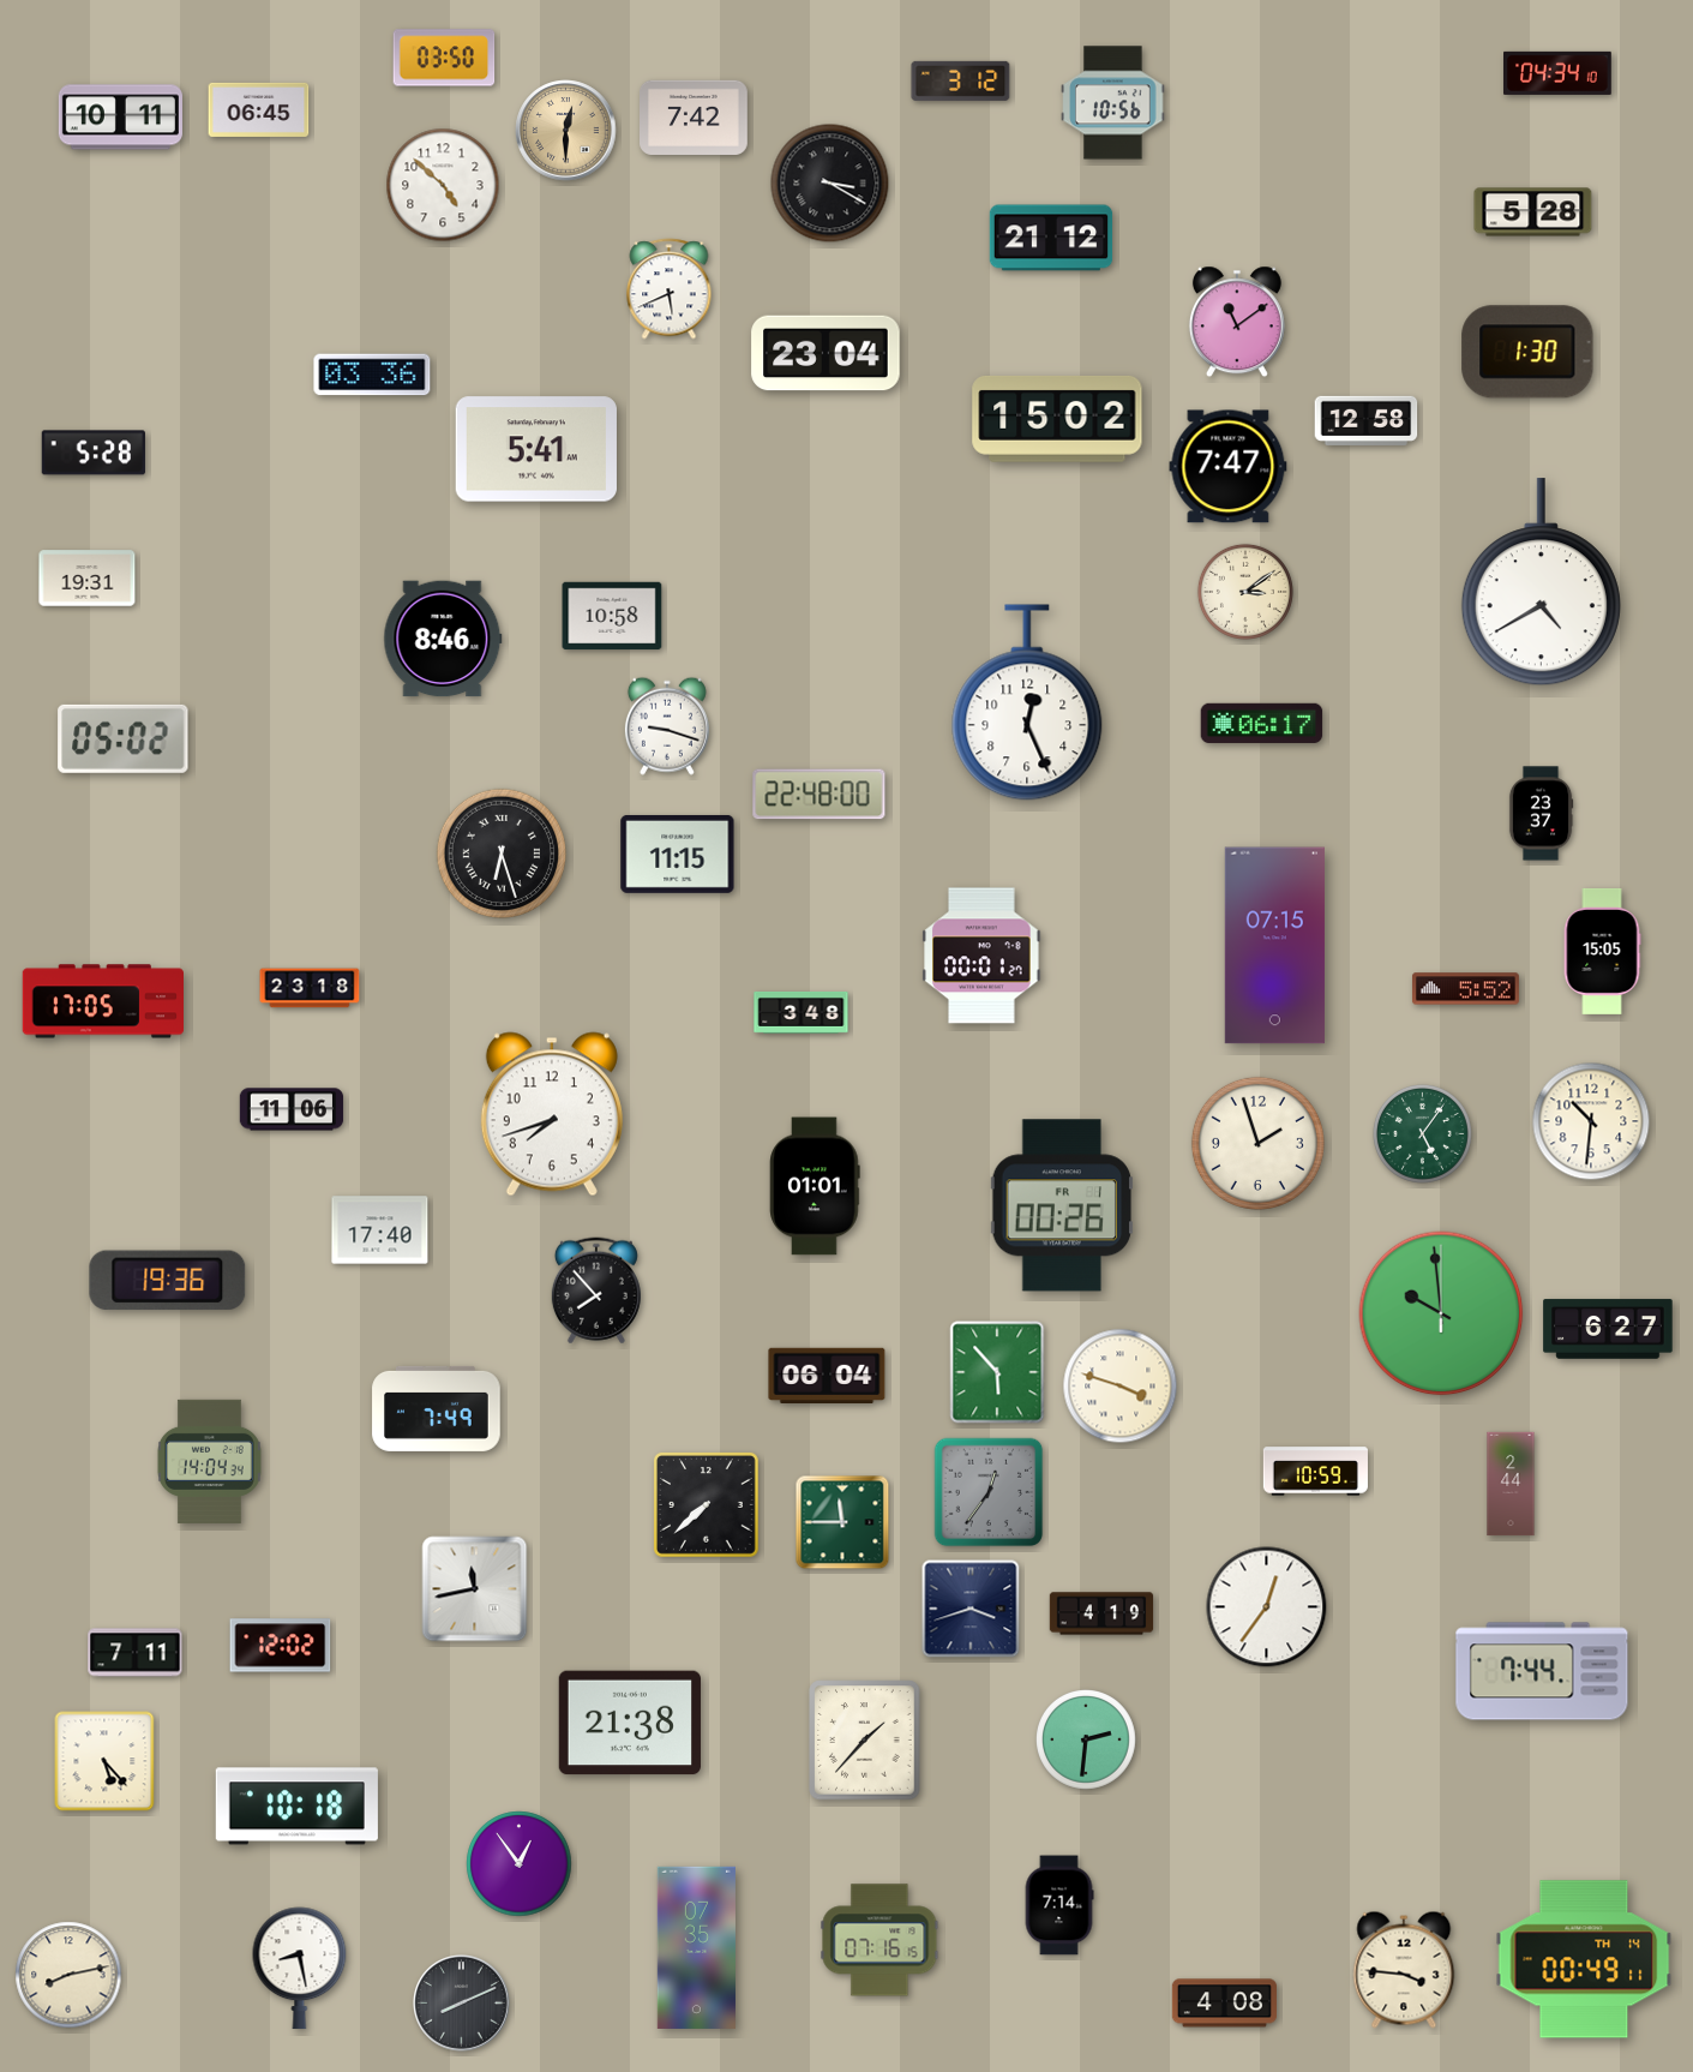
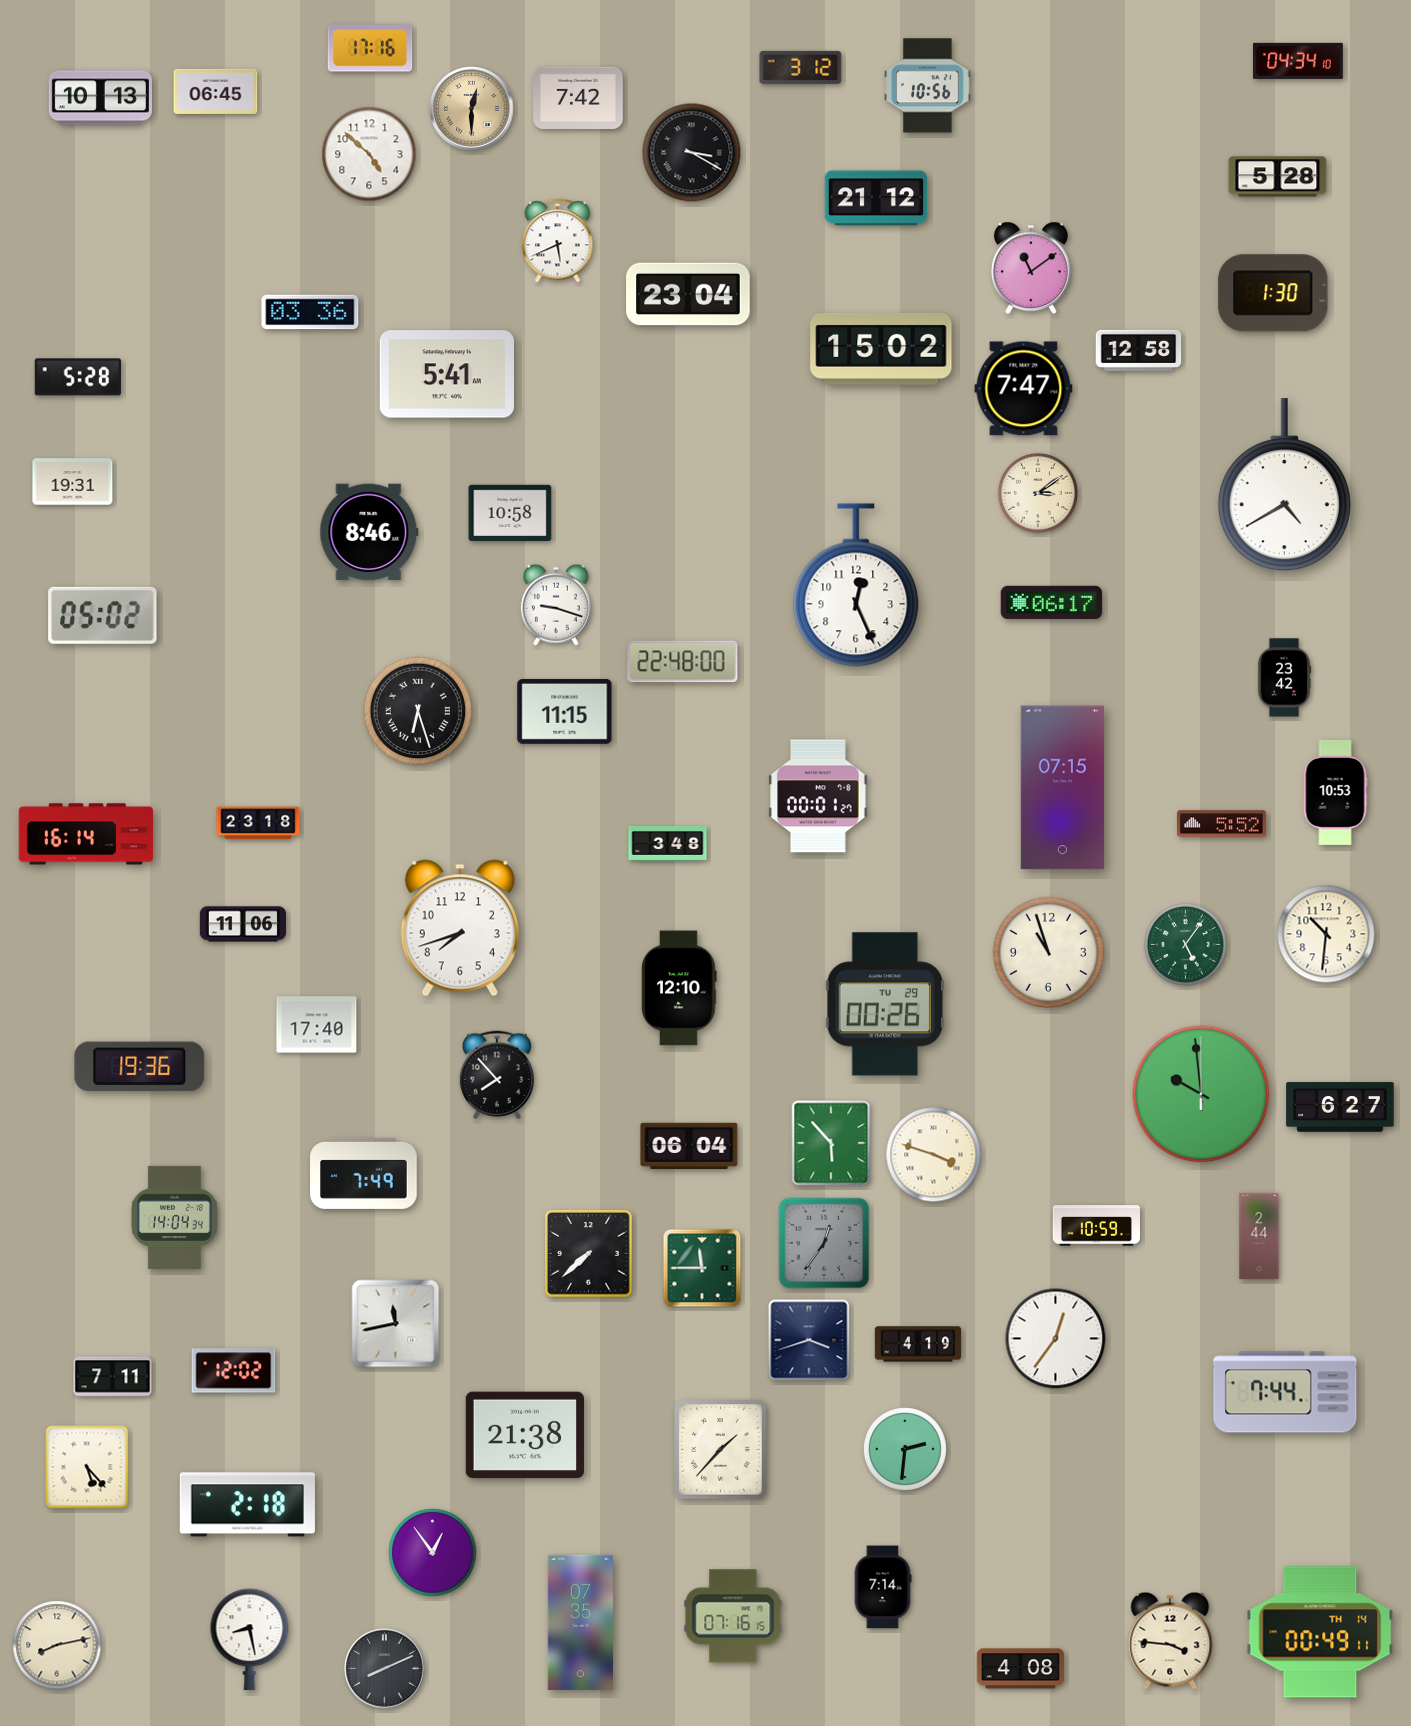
clock at (444, 58): 03:50 -> 17:16
clock at (120, 118): 10:11 -> 10:13
clock at (1541, 814): 23:37 -> 23:42
clock at (1602, 951): 15:05 -> 10:53
clock at (102, 1001): 17:05 -> 16:14
clock at (1257, 1143): 1:57 -> 10:57
clock at (815, 1186): 01:01 -> 12:10
clock at (1062, 1205) date: FR 1 -> TU 29
clock at (296, 1807): 10:18 -> 2:18
